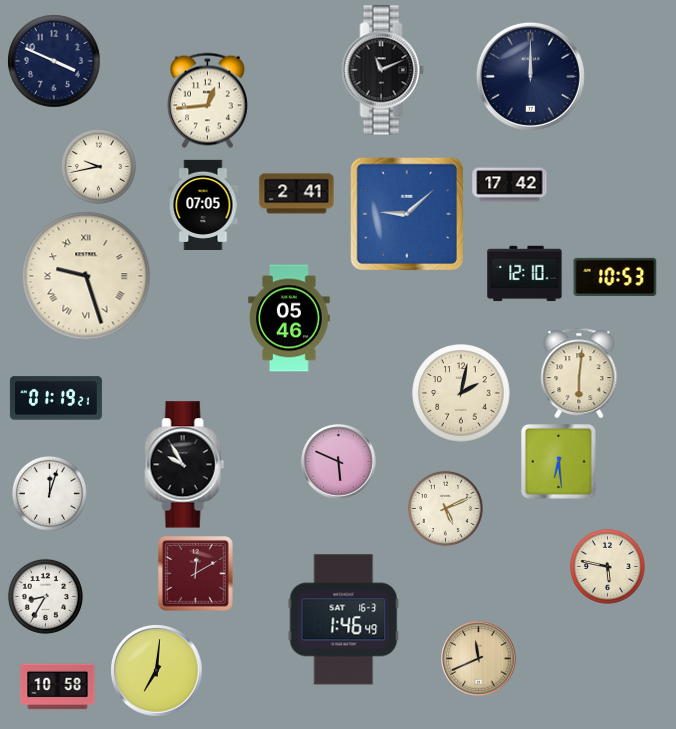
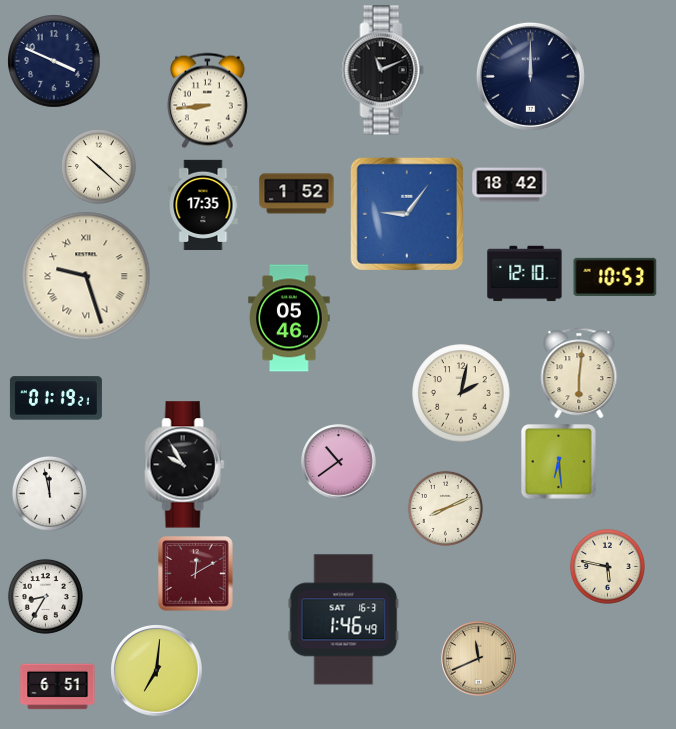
clock at (207, 101): 12:44 -> 8:44
clock at (98, 166): 9:43 -> 10:22
clock at (510, 185): 17:42 -> 18:42
clock at (297, 194): 2:41 -> 1:52
clock at (203, 204): 07:05 -> 17:35
clock at (407, 214): 9:08 -> 9:06
clock at (339, 462): 5:49 -> 10:39
clock at (49, 493): 12:03 -> 11:58
clock at (445, 508): 5:11 -> 8:11
clock at (58, 687): 10:58 -> 6:51
